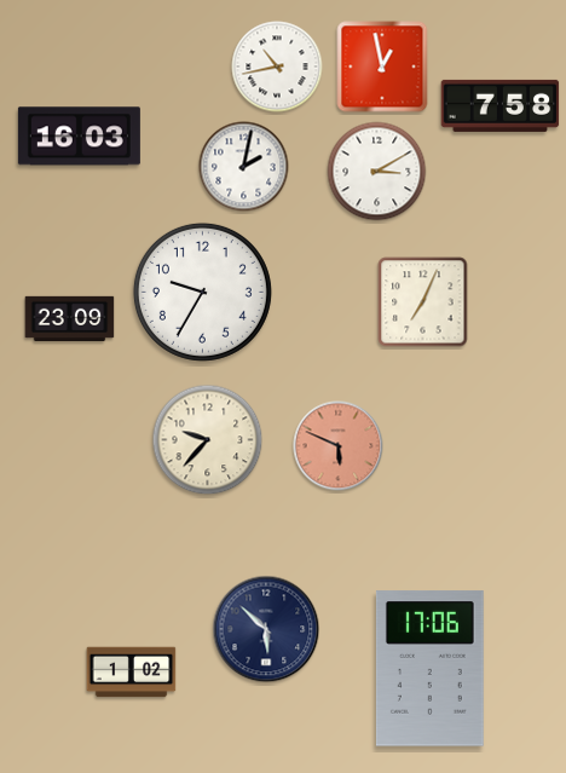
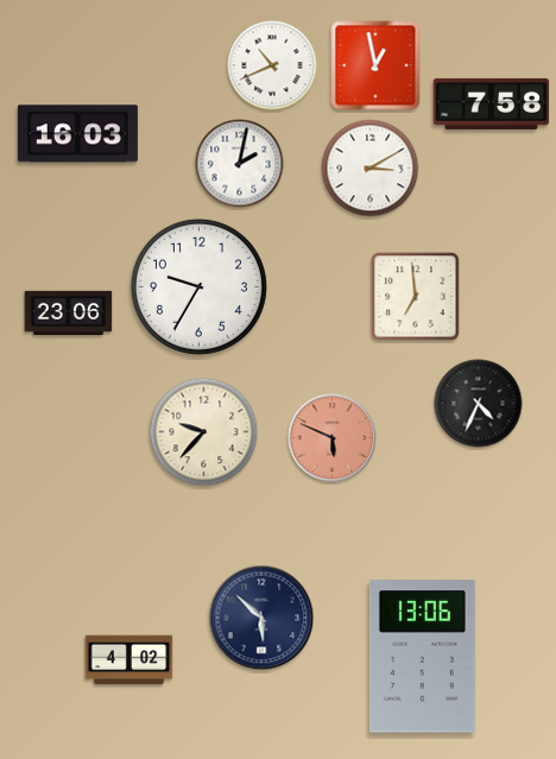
clock at (277, 67): 10:43 -> 10:41
clock at (423, 302): 7:04 -> 6:59
clock at (70, 318): 23:09 -> 23:06
clock at (479, 404): none -> 4:34
clock at (429, 669): 17:06 -> 13:06
clock at (132, 673): 1:02 -> 4:02
